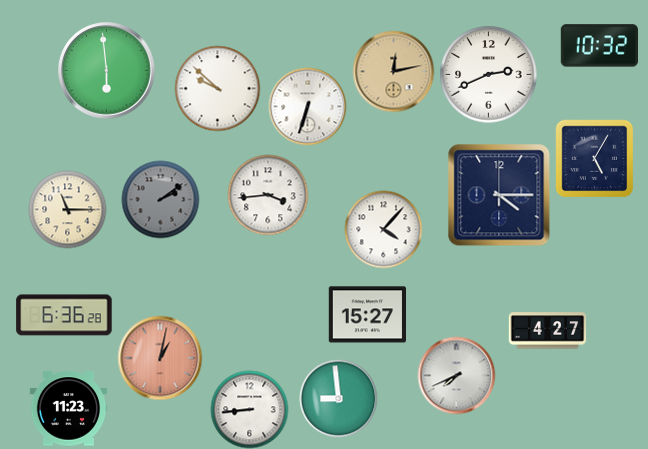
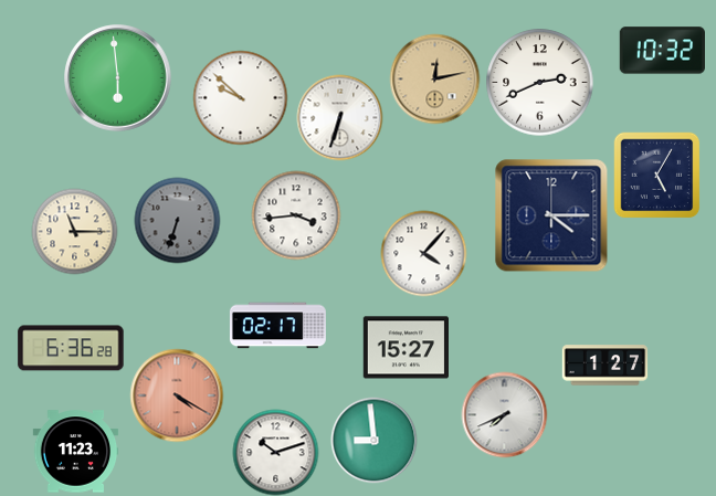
clock at (160, 199): 2:09 -> 6:33
clock at (277, 326): none -> 02:17
clock at (547, 331): 4:27 -> 1:27
clock at (160, 358): 1:02 -> 4:20
clock at (249, 409): 8:44 -> 10:12
